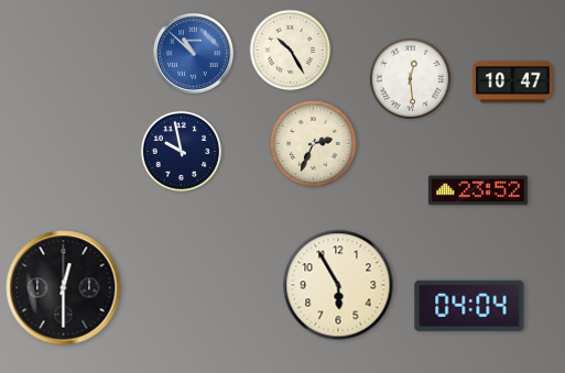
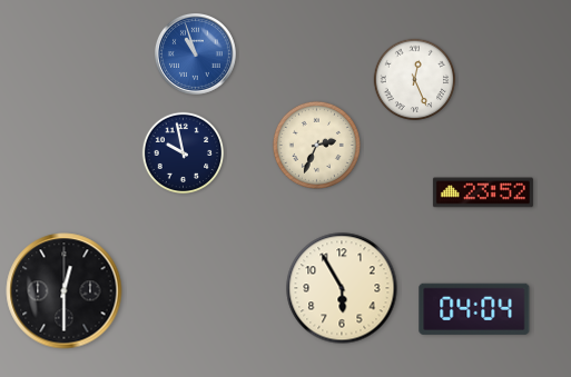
clock at (291, 51): 10:25 -> none
clock at (193, 53): 10:52 -> 10:57
clock at (411, 79): 12:29 -> 12:26
clock at (513, 83): 10:47 -> none
